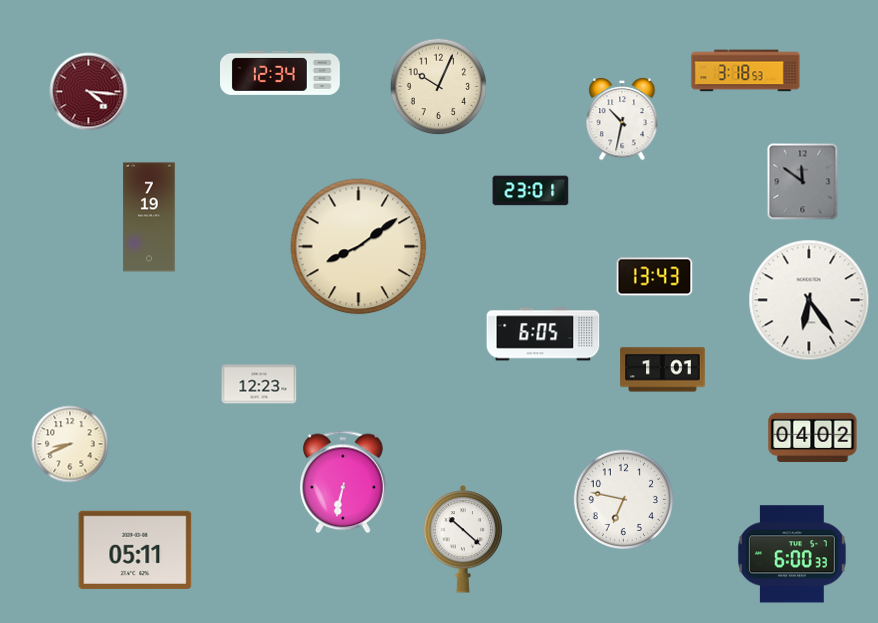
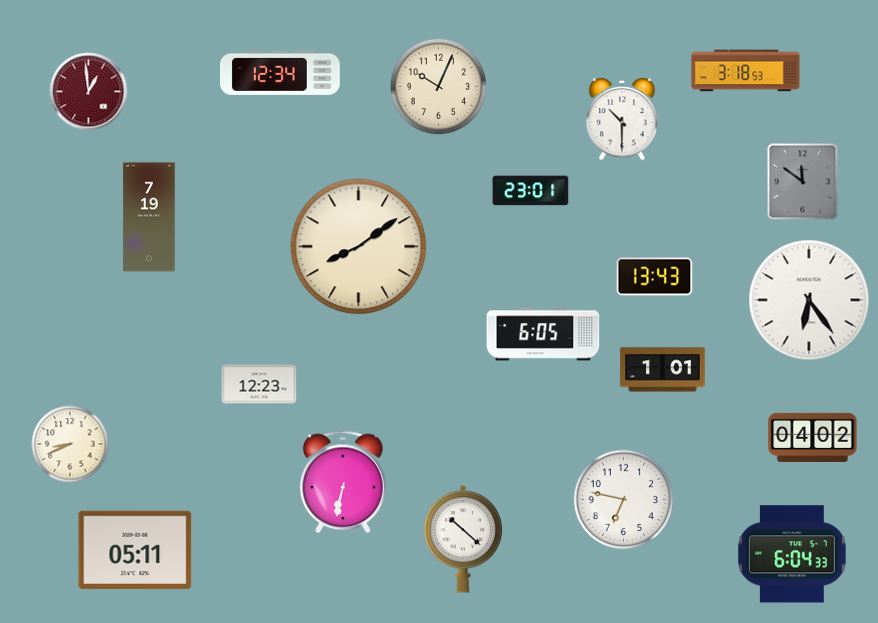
clock at (89, 92): 4:16 -> 12:59
clock at (622, 119): 10:32 -> 10:30
clock at (792, 554): 6:00 -> 6:04
